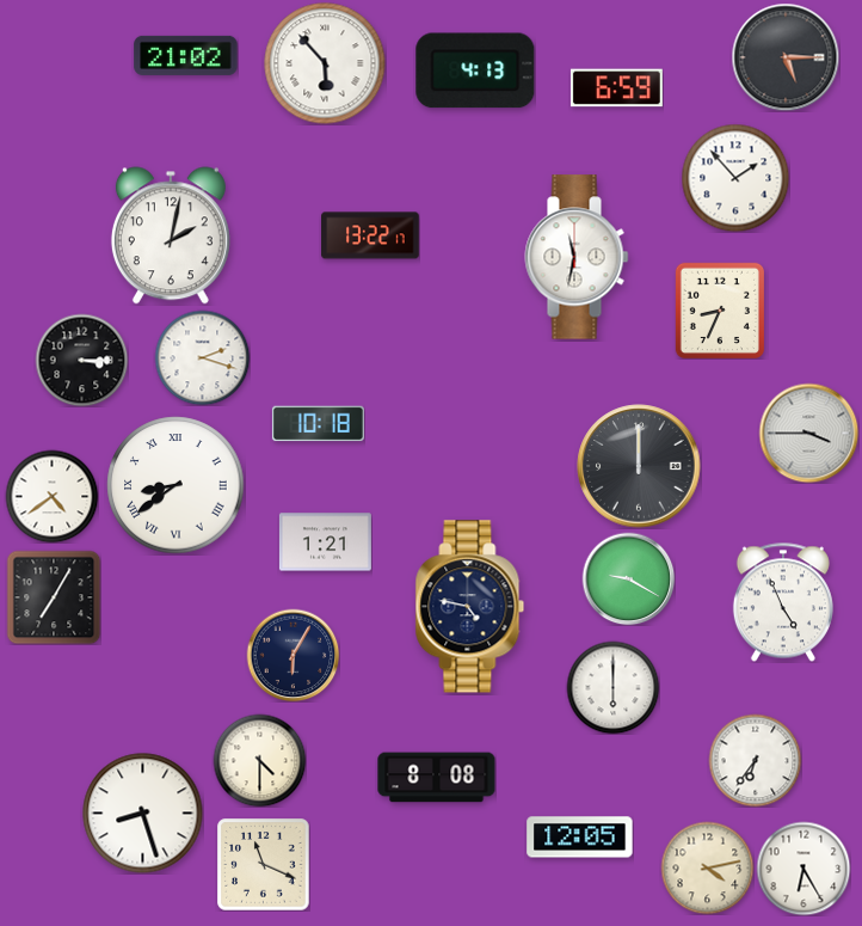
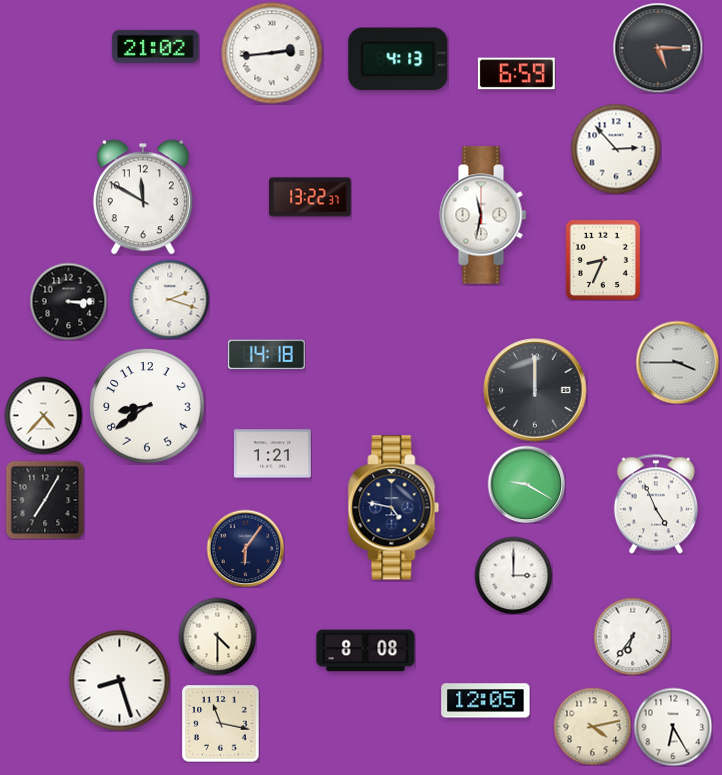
clock at (325, 63): 5:53 -> 2:44
clock at (735, 178): 1:53 -> 2:53
clock at (171, 235): 2:02 -> 11:50
clock at (370, 235): 13:22:17 -> 13:22:37
clock at (318, 424): 10:18 -> 14:18
clock at (176, 485) numerals: Roman -> Arabic
clock at (51, 496): 4:39 -> 4:37
clock at (293, 655): 6:05 -> 6:06
clock at (612, 687): 6:00 -> 3:00
clock at (263, 865): 11:19 -> 11:17
